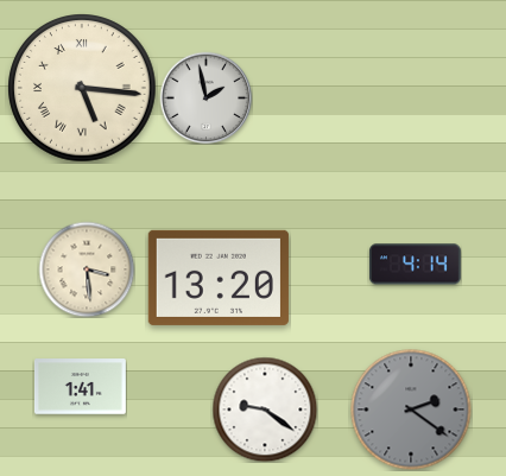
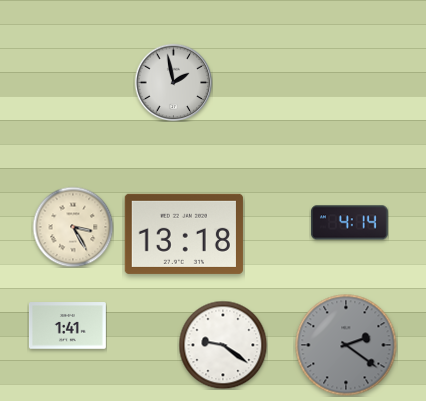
clock at (82, 88): 5:16 -> none
clock at (87, 269): 3:29 -> 3:25
clock at (219, 278): 13:20 -> 13:18
